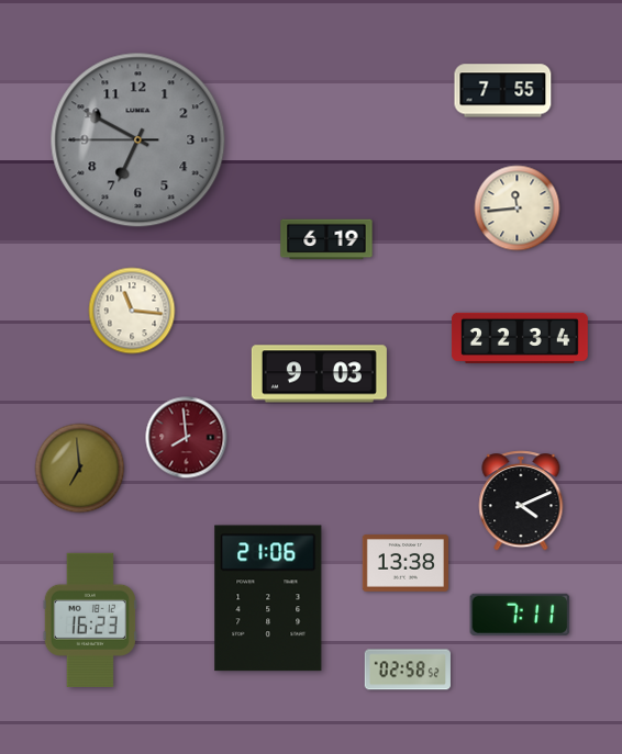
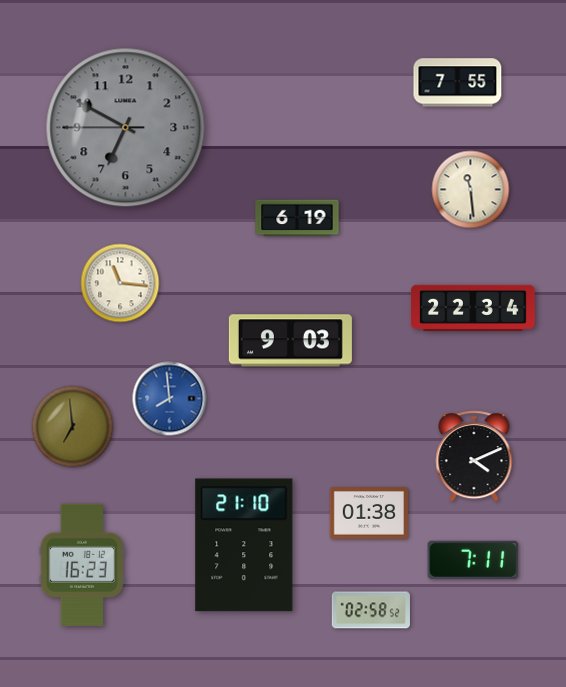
clock at (518, 209): 11:44 -> 11:29
clock at (187, 438) dial: burgundy -> blue
clock at (404, 563): 13:38 -> 01:38
clock at (268, 598): 21:06 -> 21:10
